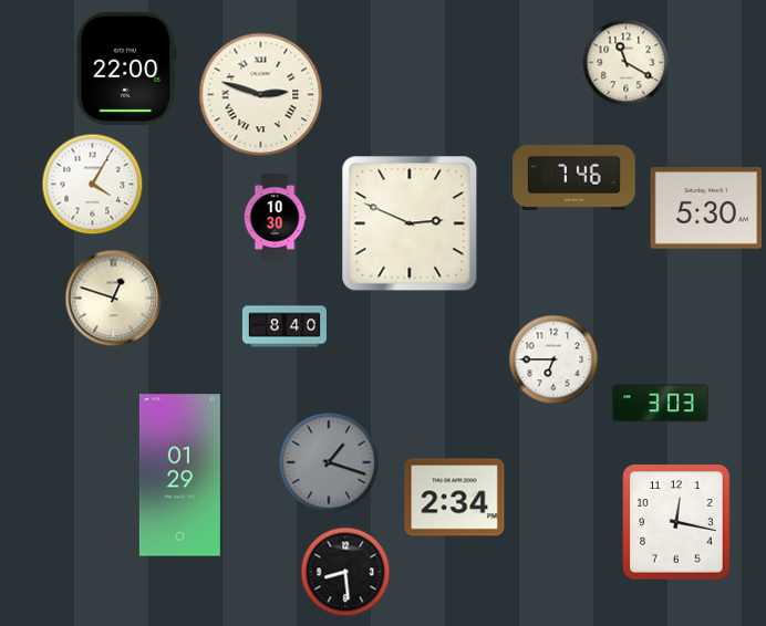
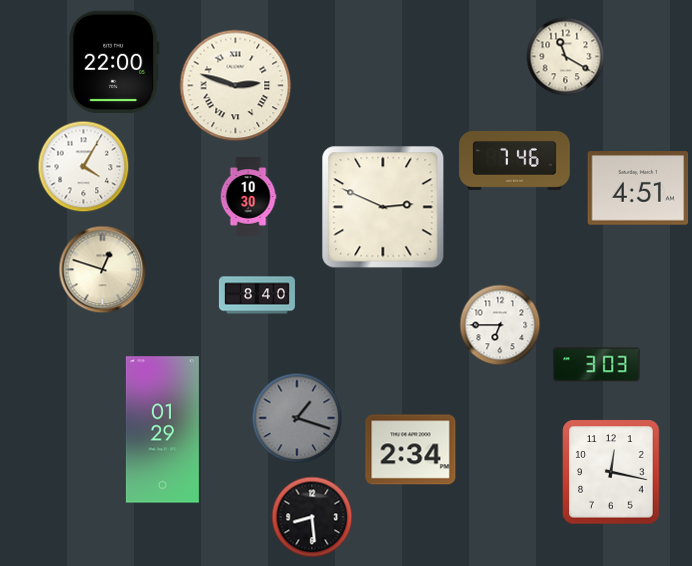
clock at (574, 177) position: (574, 177) -> (515, 160)
clock at (706, 208): 5:30 -> 4:51
clock at (410, 223) position: (410, 223) -> (383, 207)
